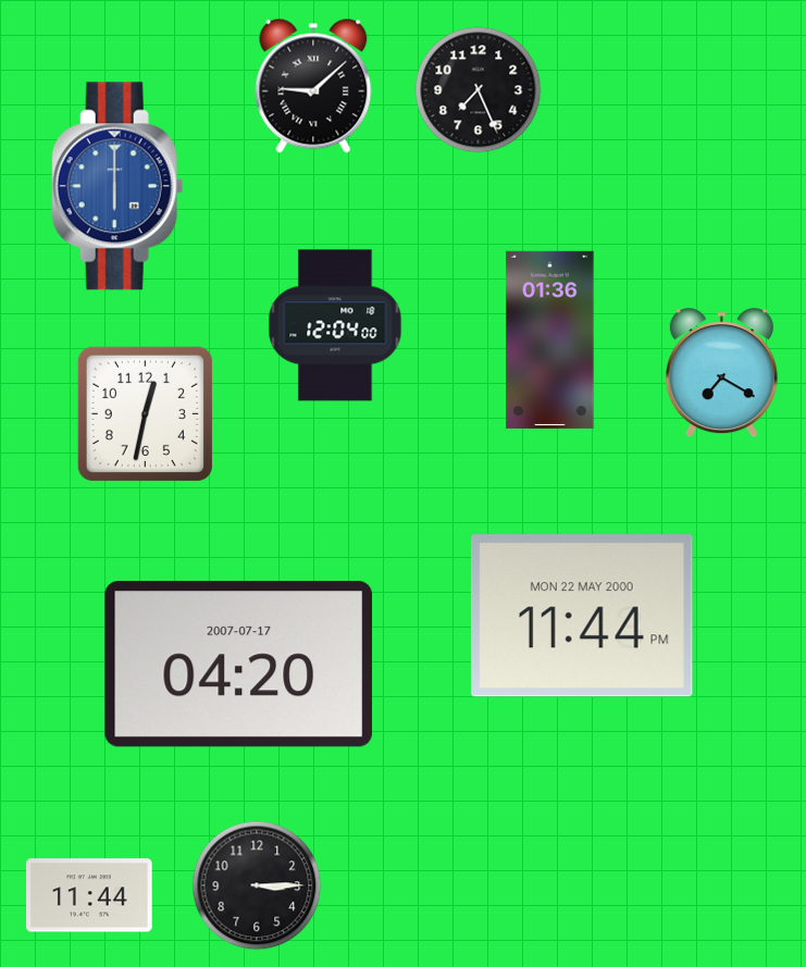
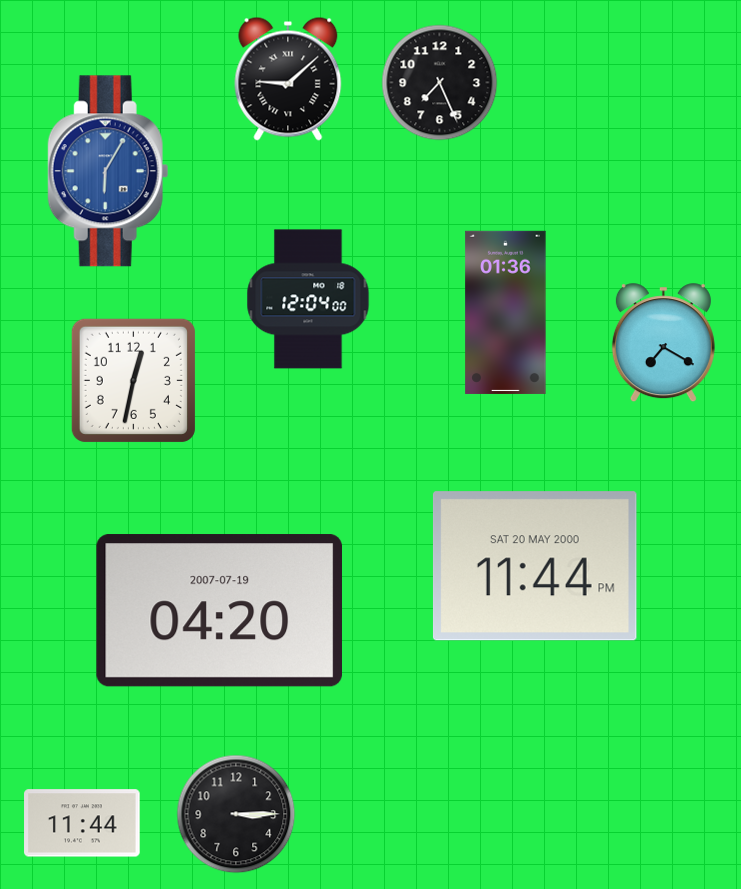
clock at (117, 186): 6:00 -> 6:05
clock at (582, 616) date: MON 22 MAY 2000 -> SAT 20 MAY 2000
clock at (238, 665) date: 2007-07-17 -> 2007-07-19
